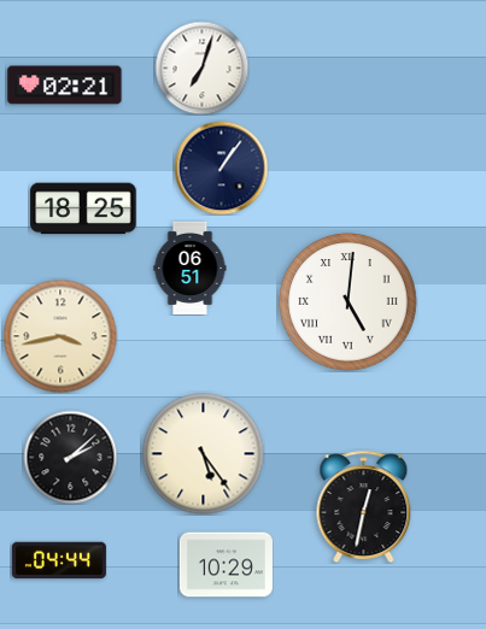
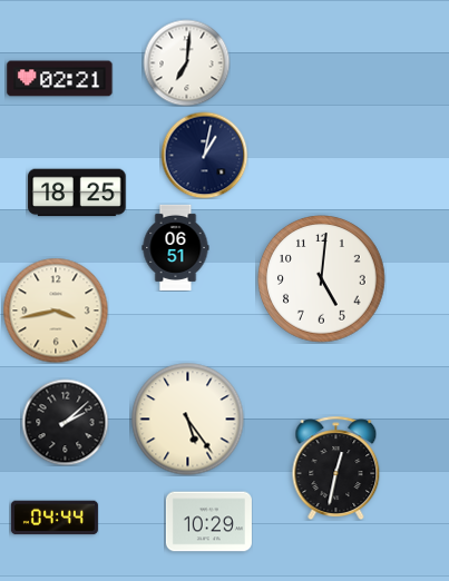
clock at (201, 67): 7:03 -> 7:01
clock at (221, 167): 1:06 -> 1:02
clock at (349, 302) numerals: Roman -> Arabic
